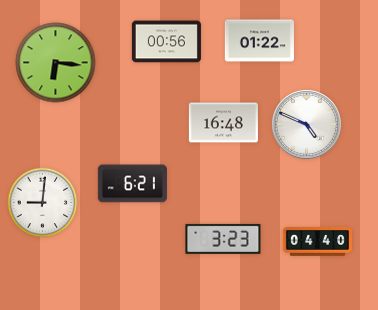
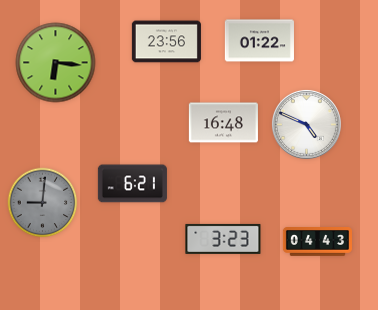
clock at (166, 42): 00:56 -> 23:56
clock at (43, 203) dial: white -> grey
clock at (317, 242): 04:40 -> 04:43
